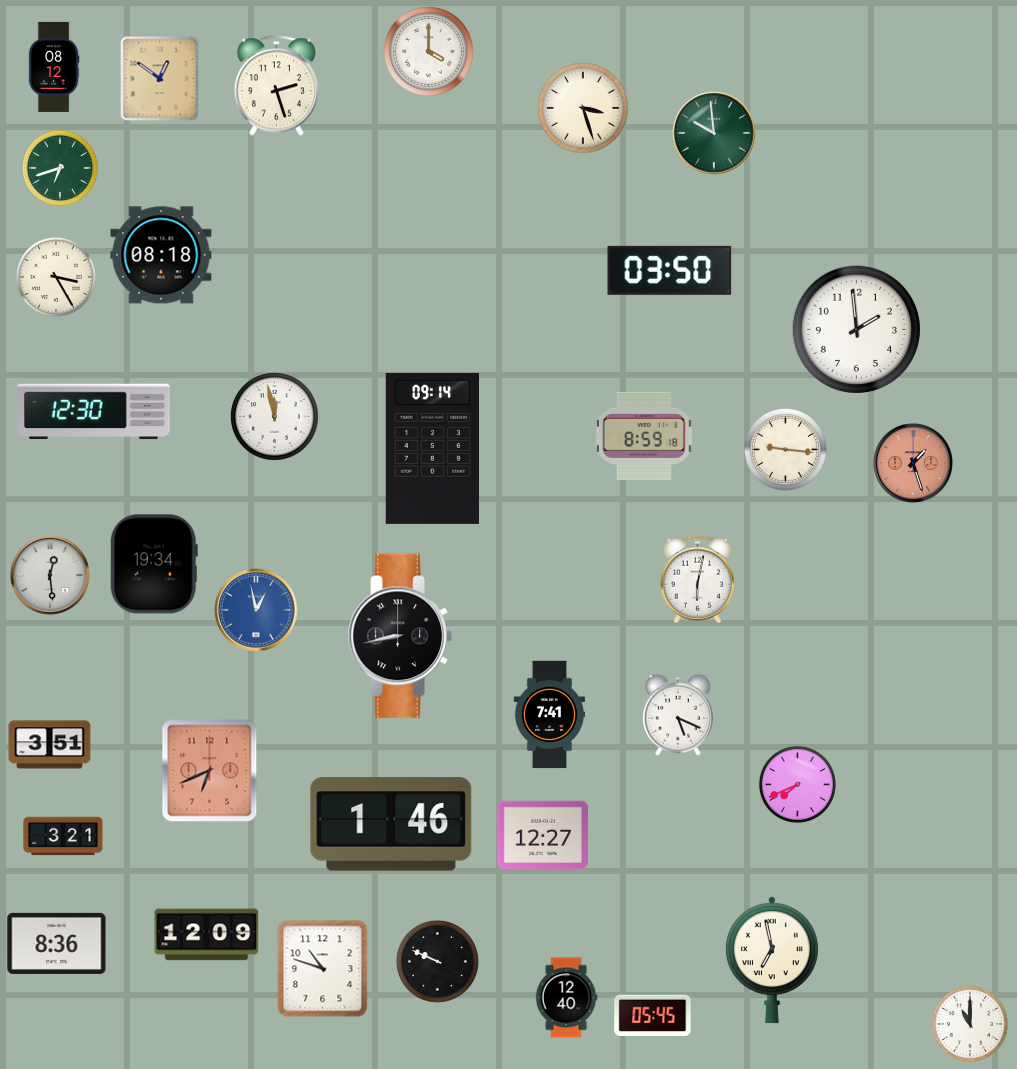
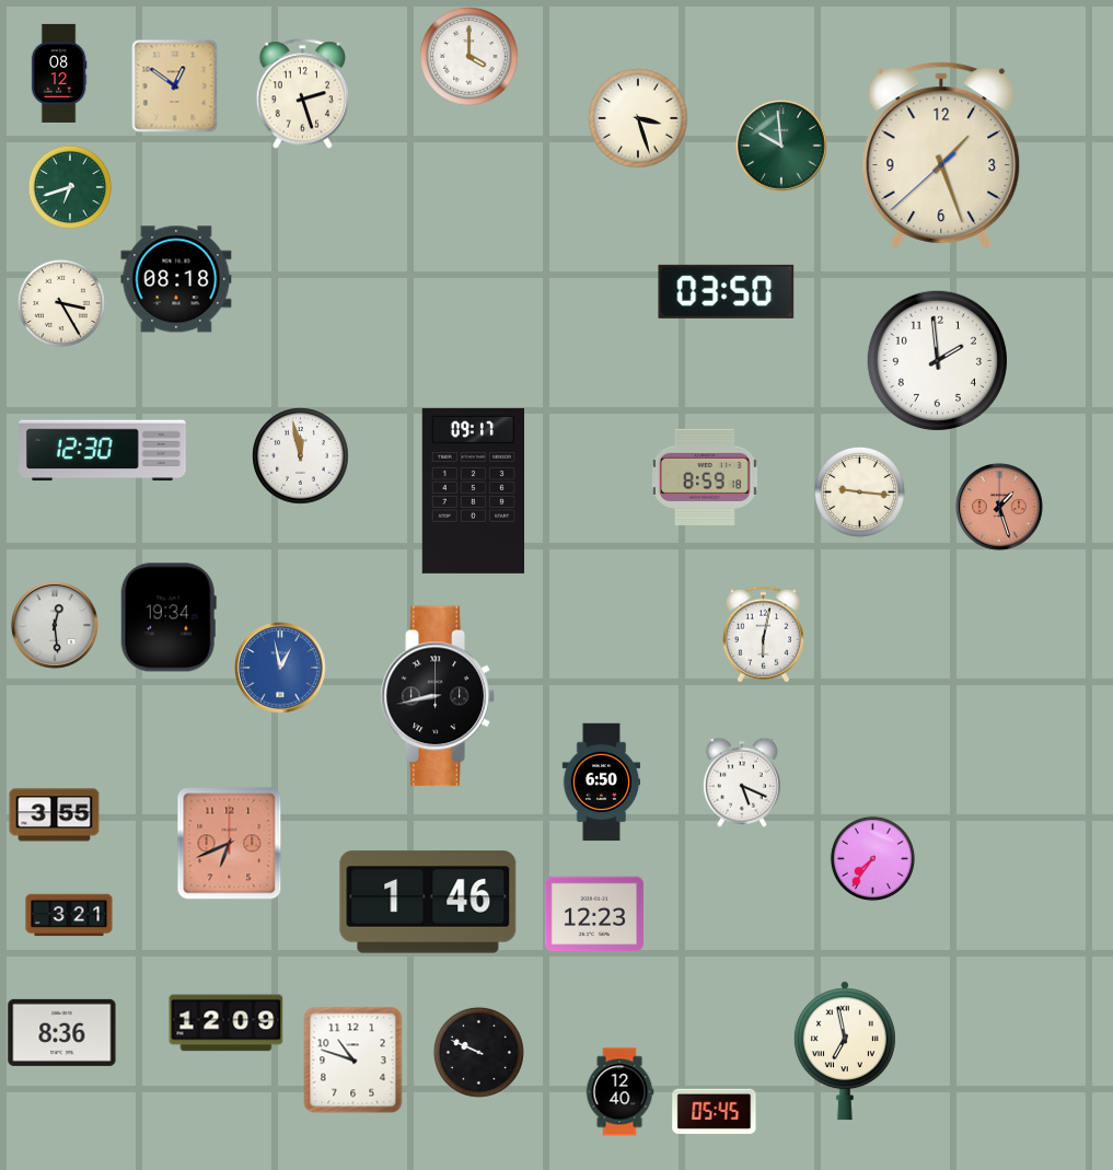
clock at (941, 155): none -> 1:26
clock at (59, 167) position: (59, 167) -> (69, 186)
clock at (670, 270) position: (670, 270) -> (727, 291)
clock at (432, 448): 09:14 -> 09:17
clock at (51, 576) position: (51, 576) -> (56, 626)
clock at (550, 715): 7:41 -> 6:50
clock at (50, 745): 3:51 -> 3:55
clock at (797, 784): 7:41 -> 7:36
clock at (543, 835): 12:27 -> 12:23
clock at (969, 1023): 11:00 -> none
